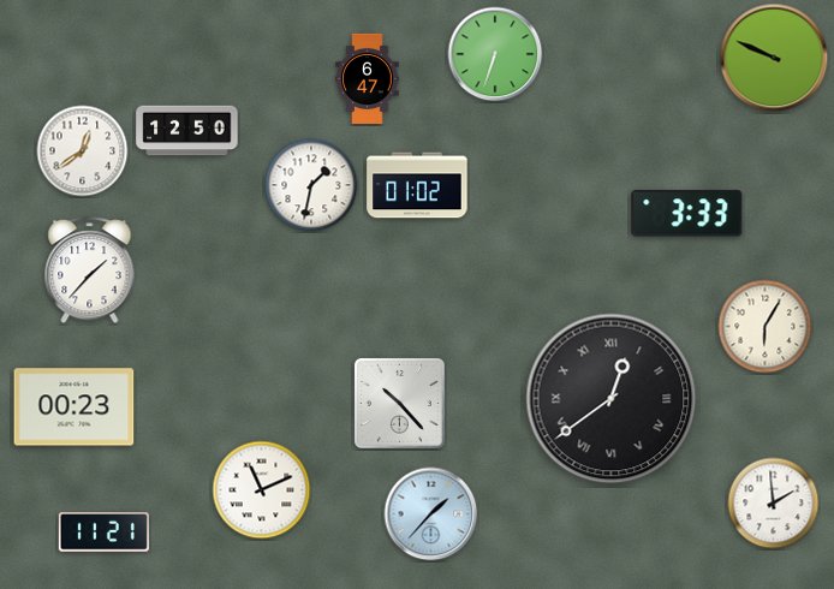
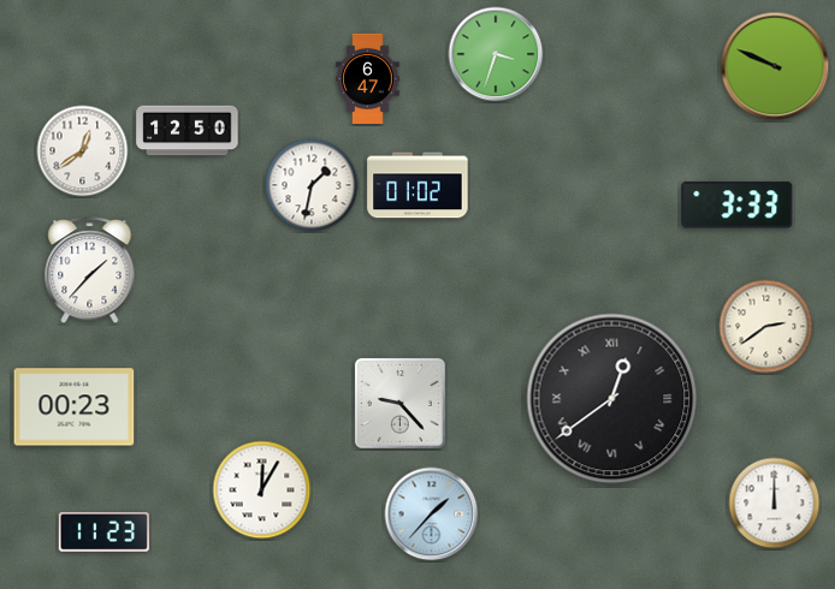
clock at (495, 54): 6:33 -> 3:33
clock at (774, 58) position: (774, 58) -> (775, 66)
clock at (687, 214) position: (687, 214) -> (738, 206)
clock at (766, 327): 6:05 -> 2:39
clock at (399, 403): 10:23 -> 9:23
clock at (262, 490): 11:11 -> 12:05
clock at (774, 504): 1:59 -> 12:00
clock at (103, 533): 11:21 -> 11:23
